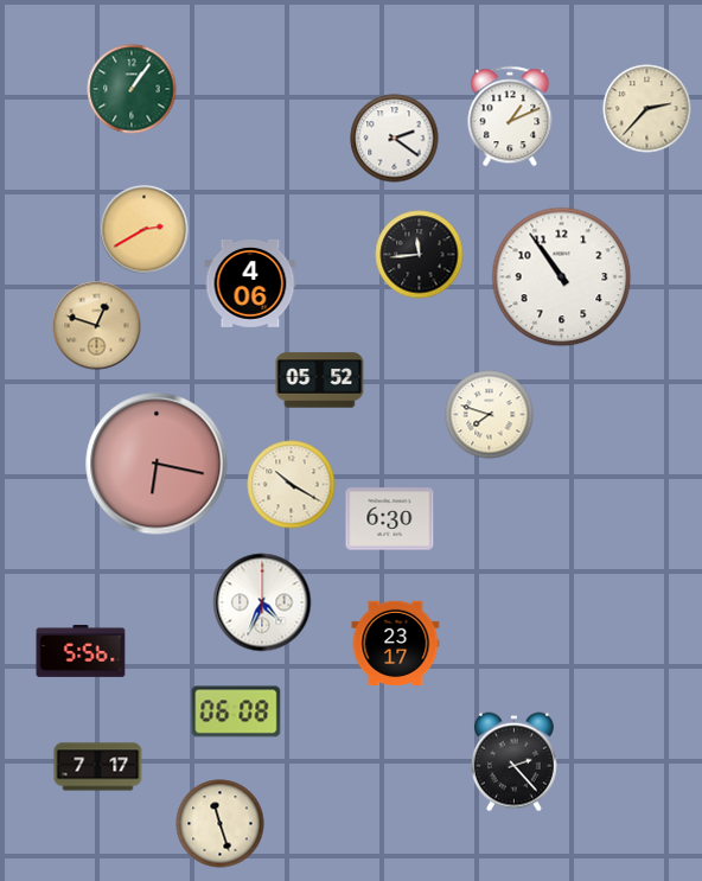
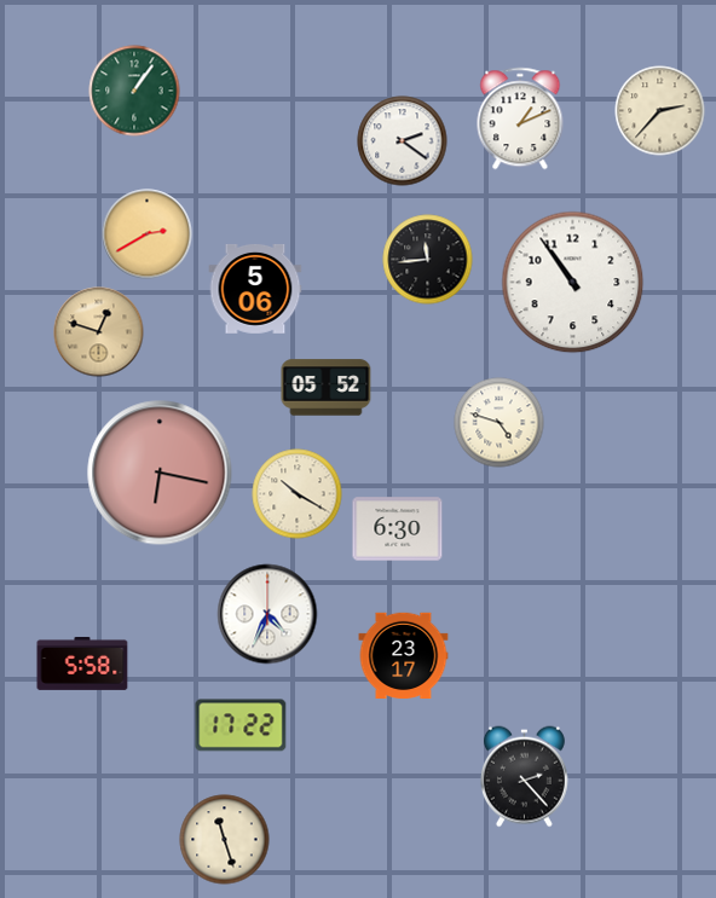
clock at (250, 283): 4:06 -> 5:06
clock at (490, 415): 7:48 -> 4:48
clock at (81, 651): 5:56 -> 5:58
clock at (236, 711): 06:08 -> 17:22
clock at (98, 767): 7:17 -> none
